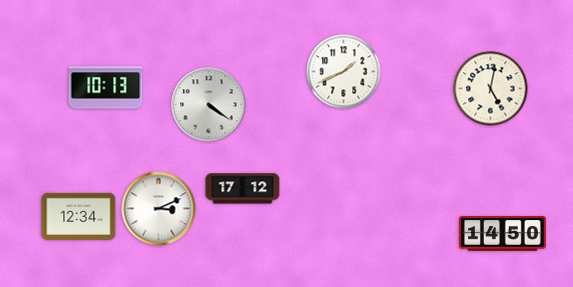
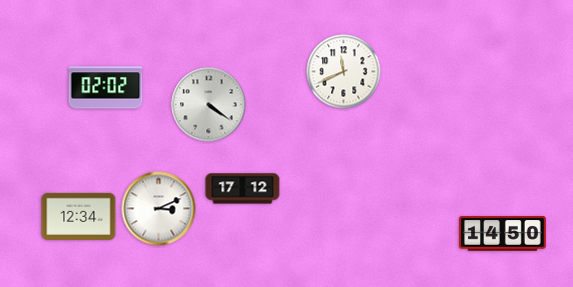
clock at (344, 72): 1:41 -> 11:41
clock at (106, 88): 10:13 -> 02:02
clock at (491, 89): 5:02 -> none
